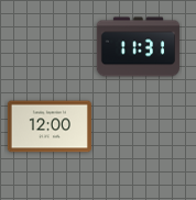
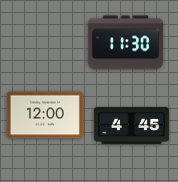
clock at (138, 47): 11:31 -> 11:30
clock at (131, 125): none -> 4:45
